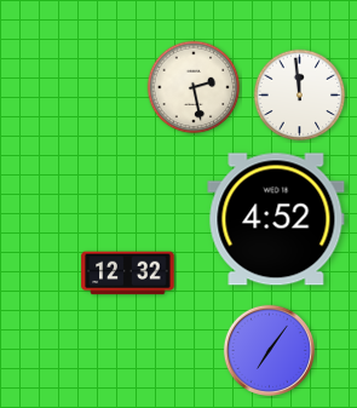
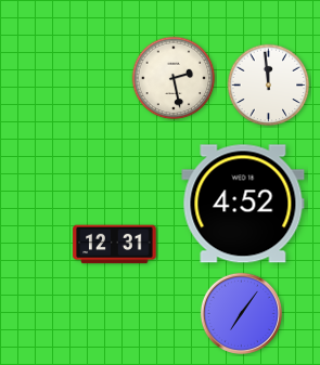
clock at (276, 219) position: (276, 219) -> (243, 204)
clock at (128, 274): 12:32 -> 12:31
